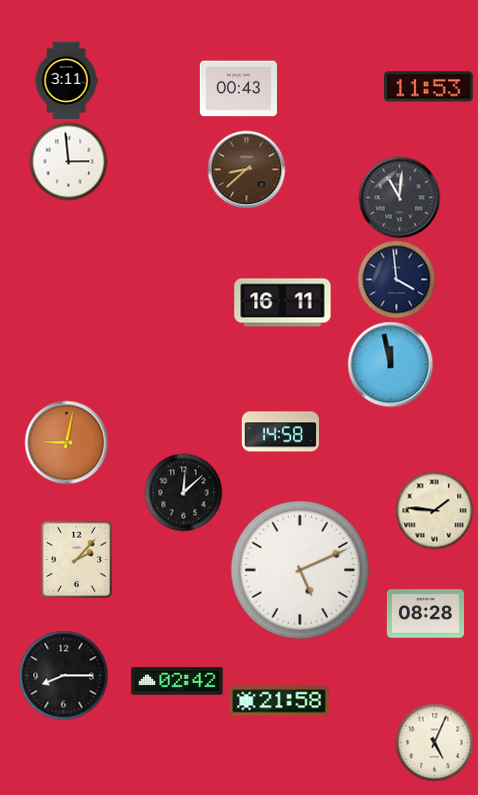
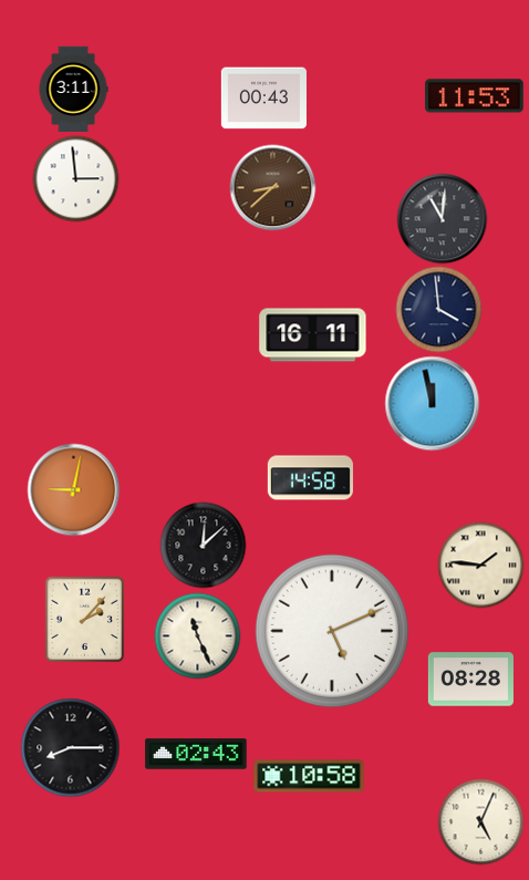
clock at (197, 635): none -> 11:26
clock at (177, 681): 02:42 -> 02:43
clock at (279, 701): 21:58 -> 10:58
